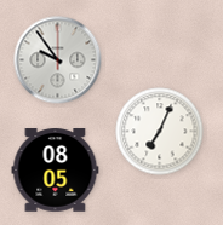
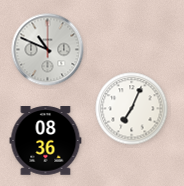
clock at (58, 60): 9:54 -> 10:49
clock at (56, 171): 08:05 -> 08:36
